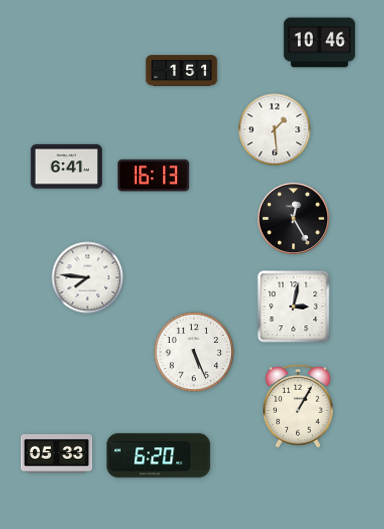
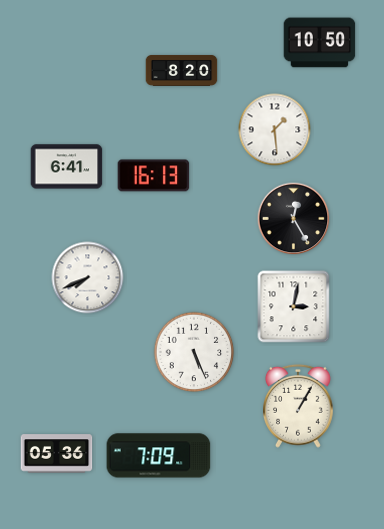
clock at (320, 43): 10:46 -> 10:50
clock at (182, 70): 1:51 -> 8:20
clock at (88, 278): 7:46 -> 7:41
clock at (57, 454): 05:33 -> 05:36
clock at (159, 456): 6:20 -> 7:09
